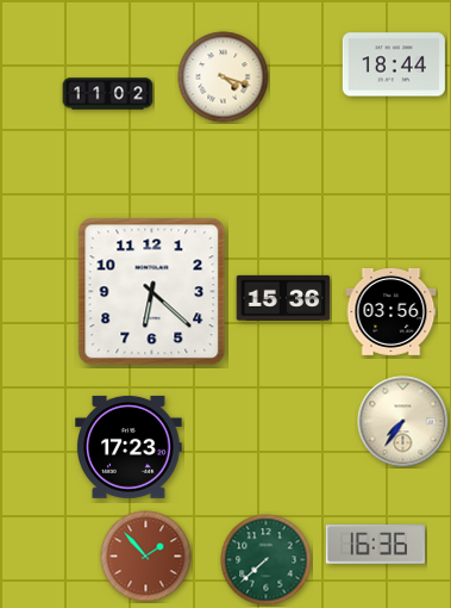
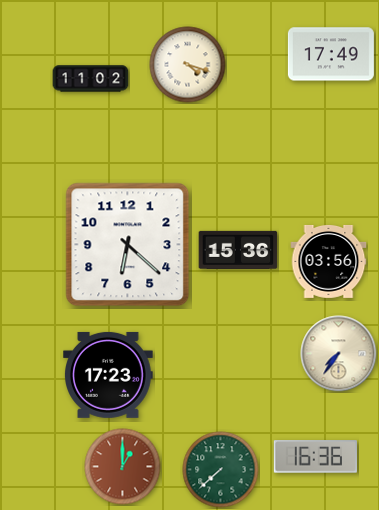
clock at (394, 64): 18:44 -> 17:49
clock at (146, 557): 1:53 -> 1:00
clock at (267, 560) position: (267, 560) -> (221, 470)
